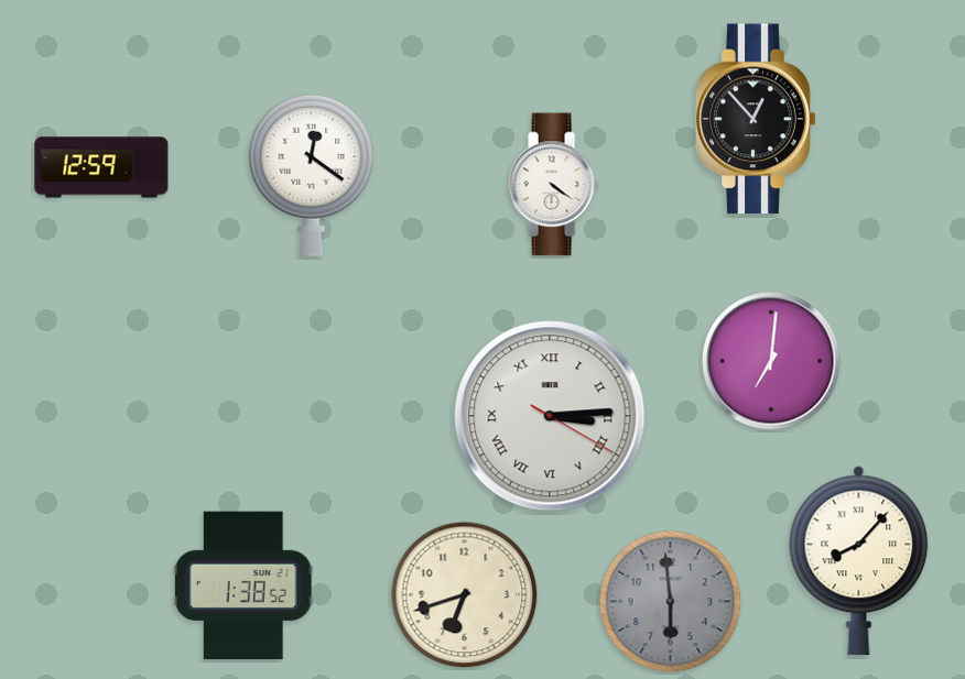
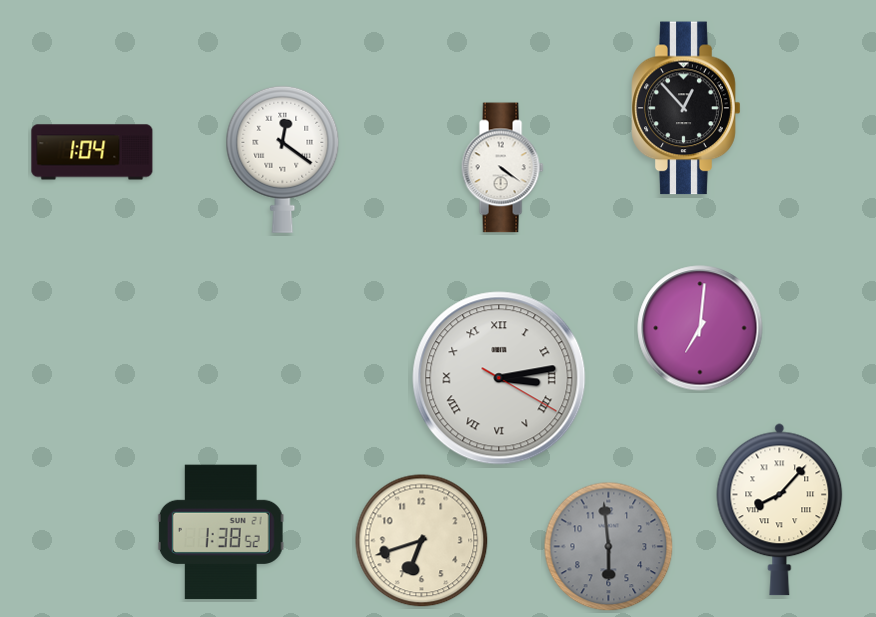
clock at (101, 167): 12:59 -> 1:04
clock at (550, 416): 3:14 -> 3:13
